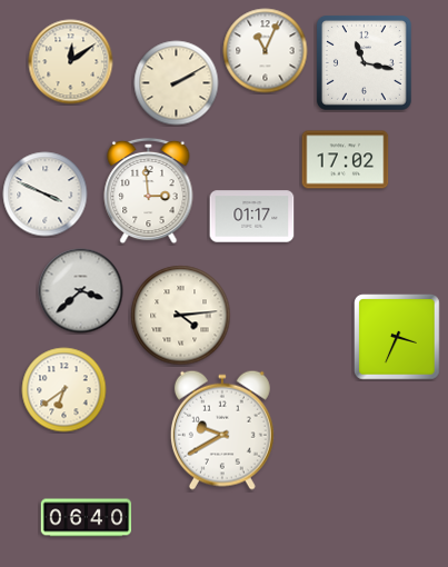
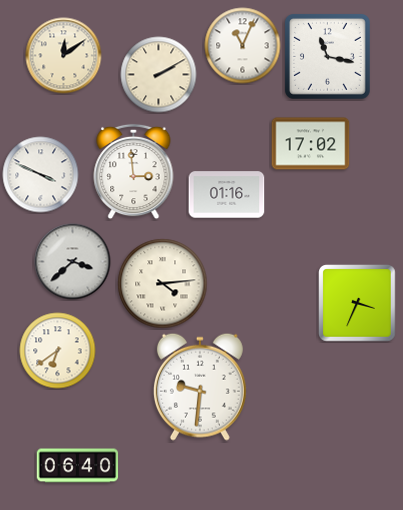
clock at (266, 51) position: (266, 51) -> (243, 46)
clock at (252, 217): 01:17 -> 01:16
clock at (222, 430): 9:40 -> 9:31
